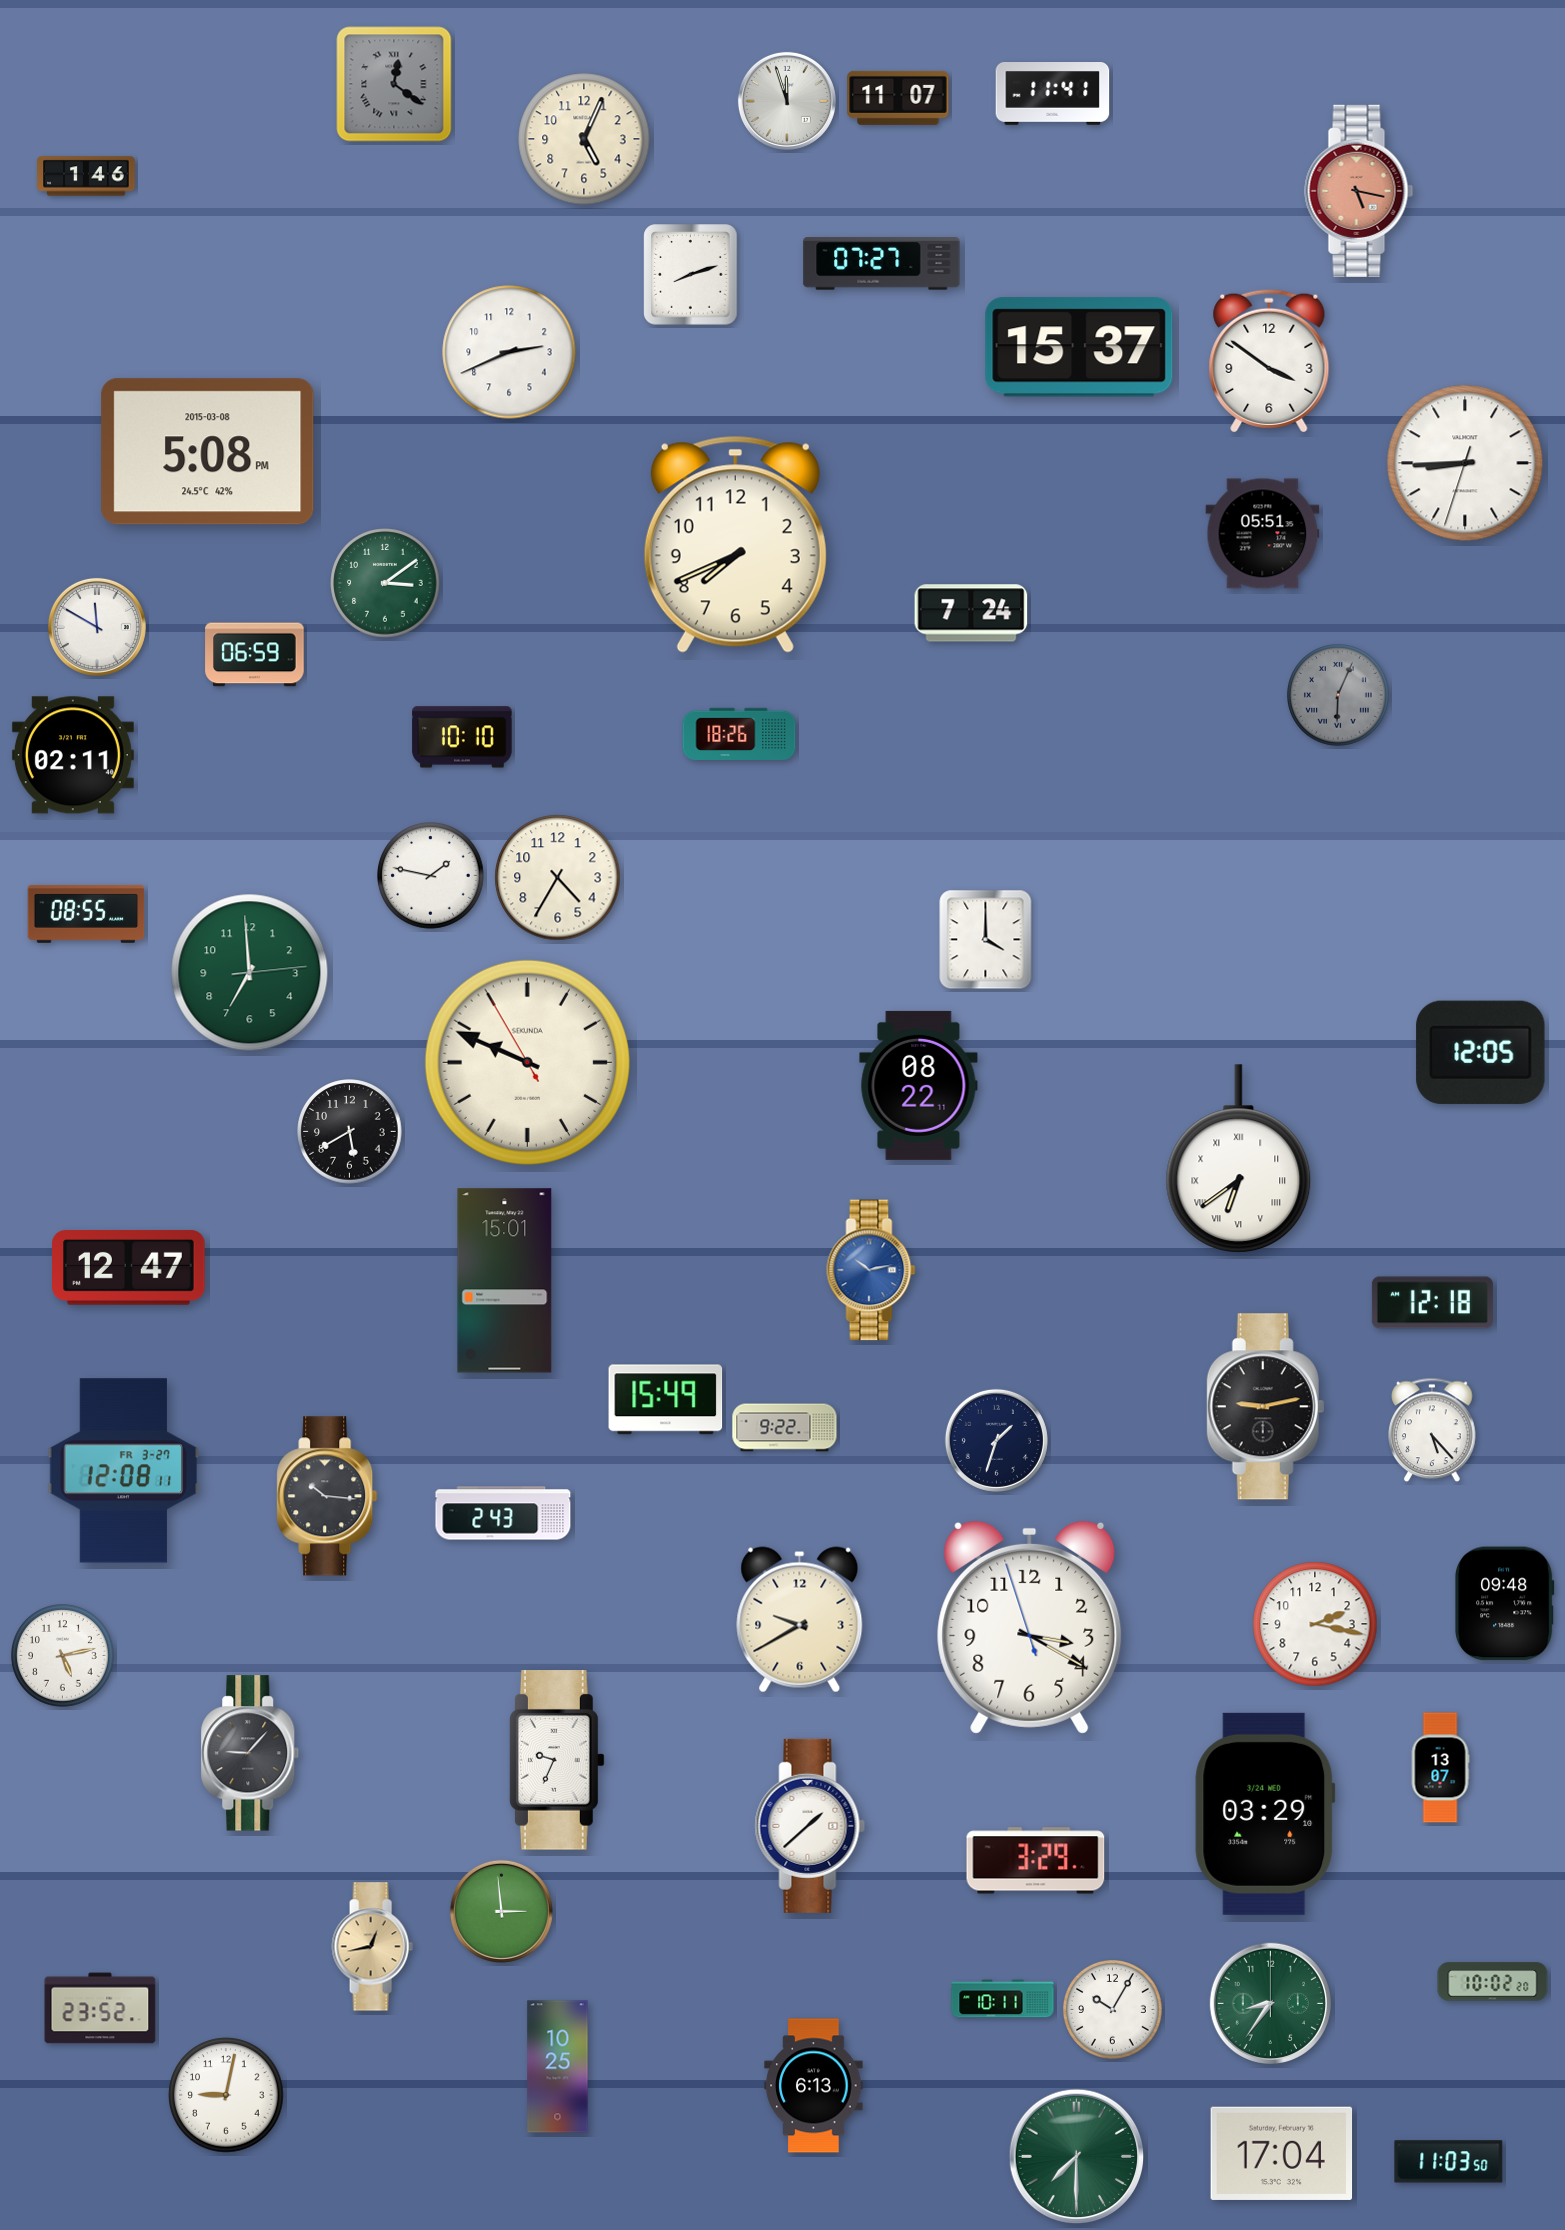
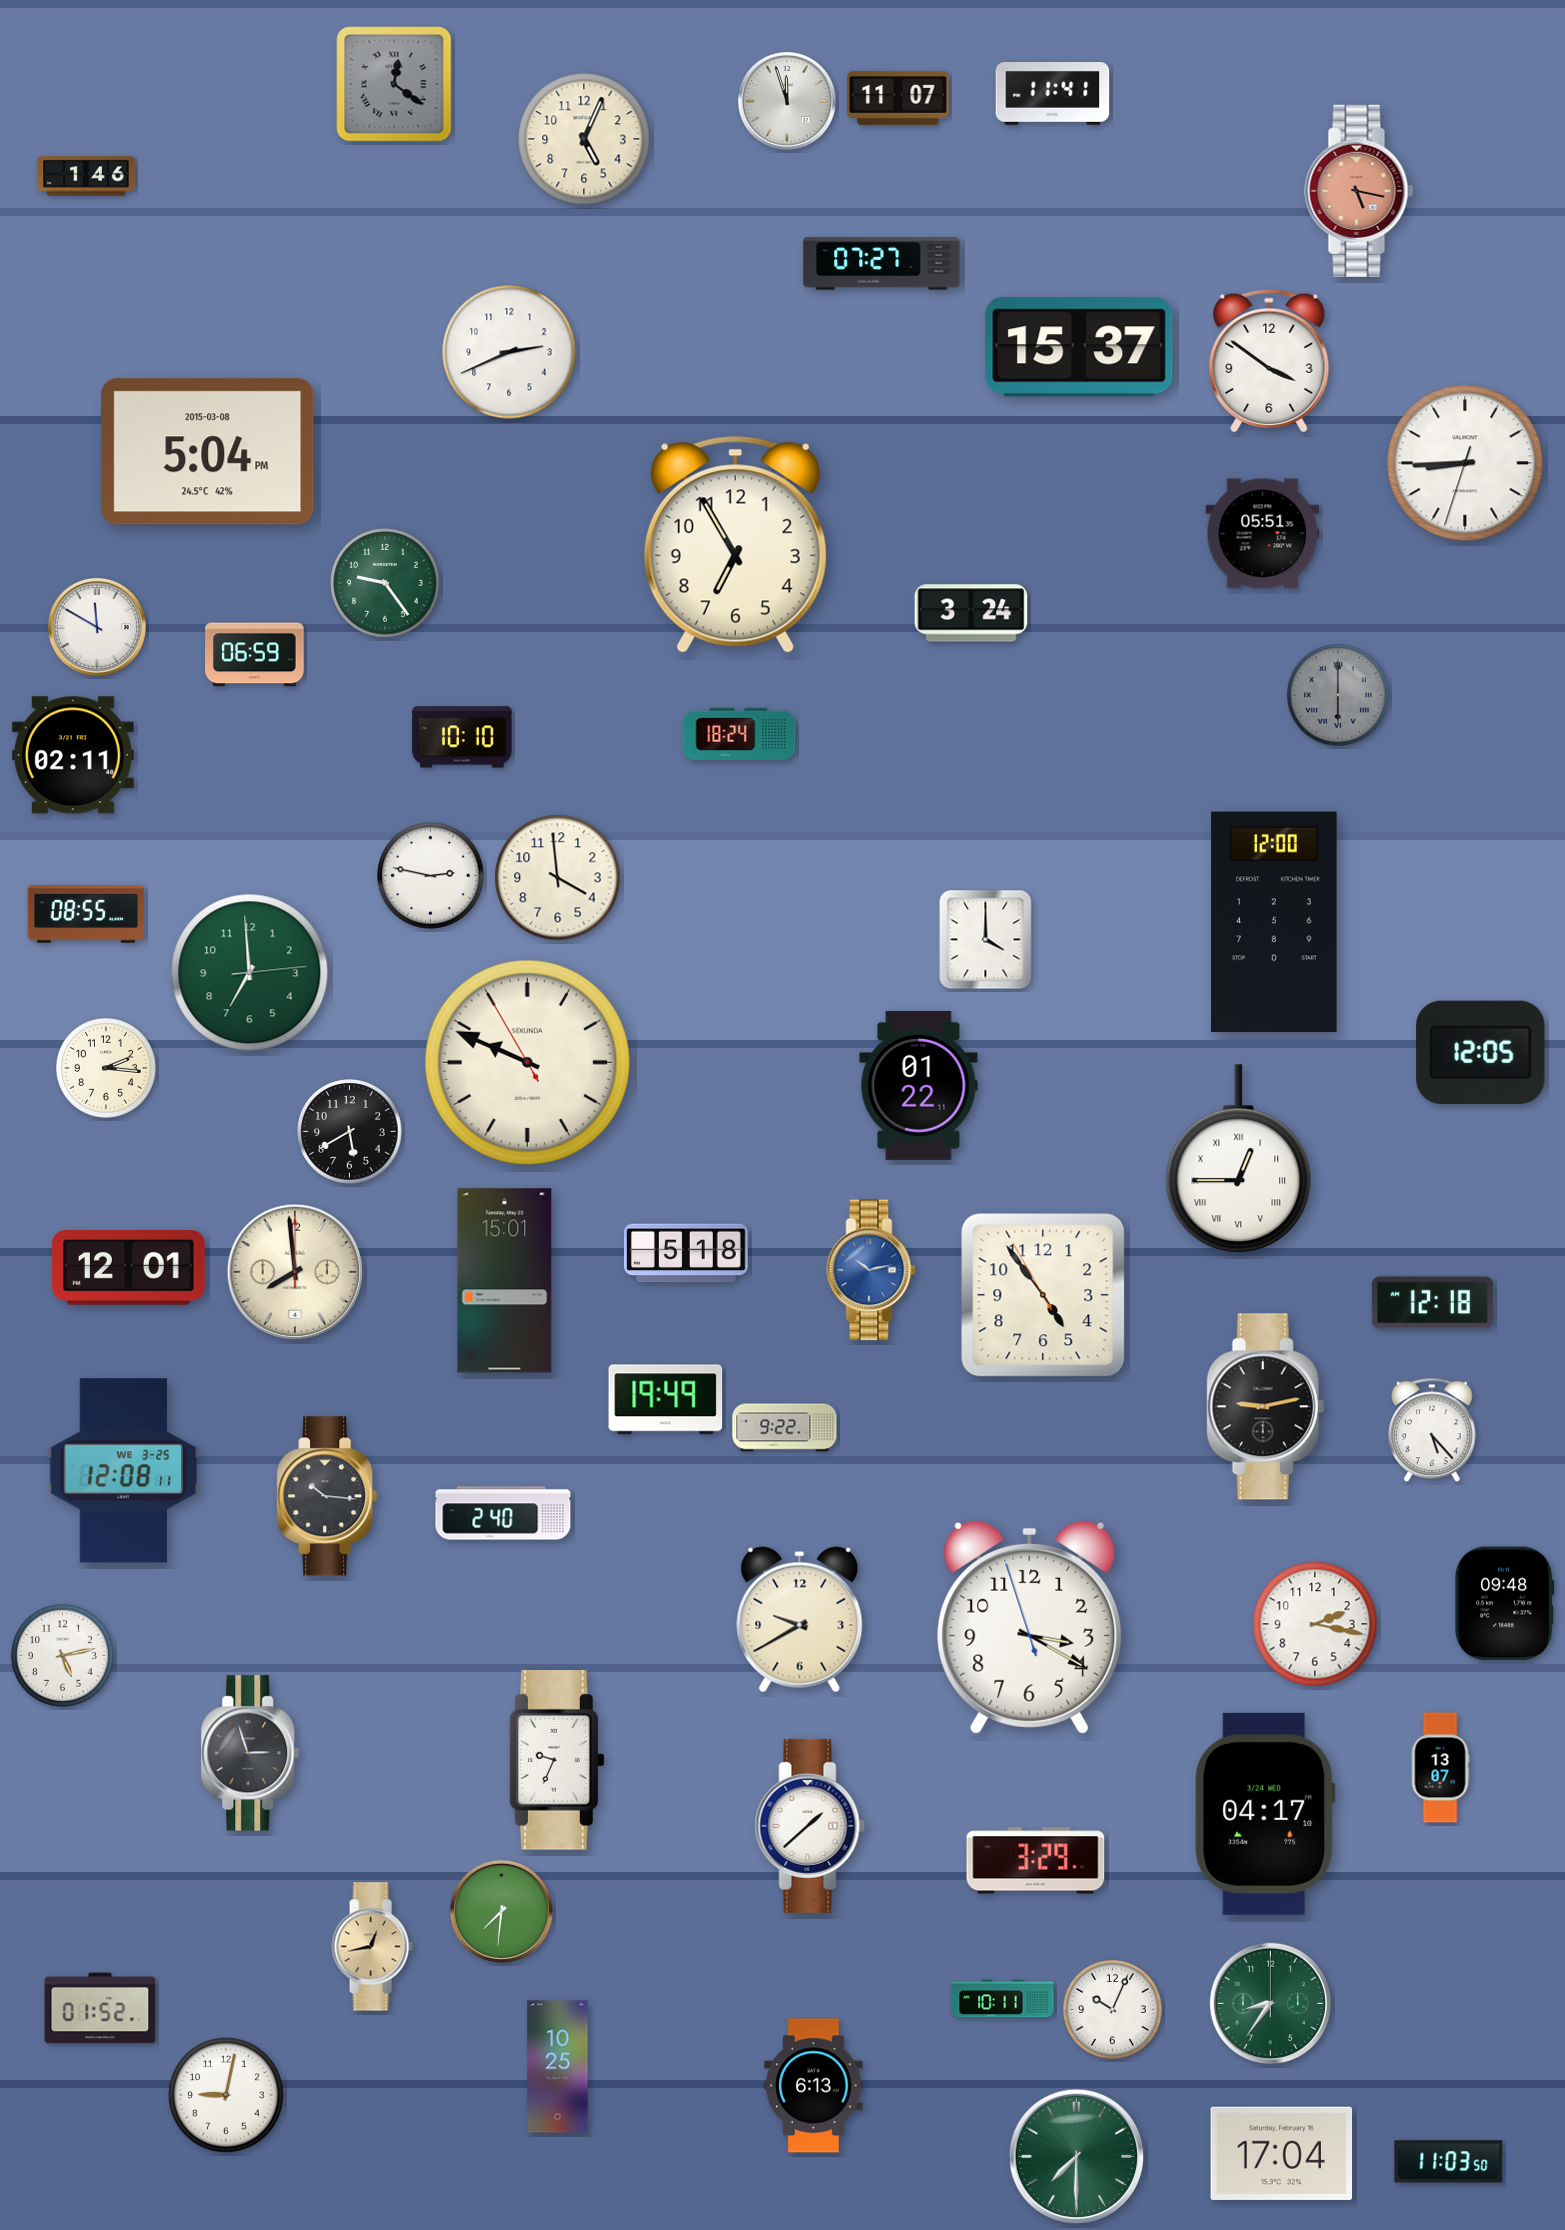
clock at (691, 275): 8:12 -> none
clock at (208, 452): 5:08 -> 5:04
clock at (735, 544): 7:41 -> 6:55
clock at (385, 583): 3:09 -> 9:24
clock at (971, 613): 7:24 -> 3:24
clock at (1338, 695): 6:04 -> 6:00
clock at (739, 733): 18:26 -> 18:24
clock at (431, 876): 1:47 -> 2:47
clock at (558, 878): 4:35 -> 3:59
clock at (1274, 922): none -> 12:00
clock at (107, 1069): none -> 2:16
clock at (919, 1085): 08:22 -> 01:22
clock at (1239, 1158): 6:39 -> 12:45
clock at (686, 1253): none -> 5:18
clock at (129, 1268): 12:47 -> 12:01
clock at (295, 1272): none -> 7:59
clock at (1043, 1295): none -> 4:53
clock at (666, 1400): 15:49 -> 19:49
clock at (996, 1440): 1:33 -> none
clock at (124, 1471) date: FR 3-27 -> WE 3-25
clock at (503, 1513): 2:43 -> 2:40
clock at (250, 1753): 9:07 -> 2:57
clock at (1265, 1814): 03:29 -> 04:17
clock at (501, 1911): 2:59 -> 7:31
clock at (1493, 1982): 10:02 -> none
clock at (100, 2008): 23:52 -> 01:52
clock at (1113, 2010): 10:05 -> 10:04
